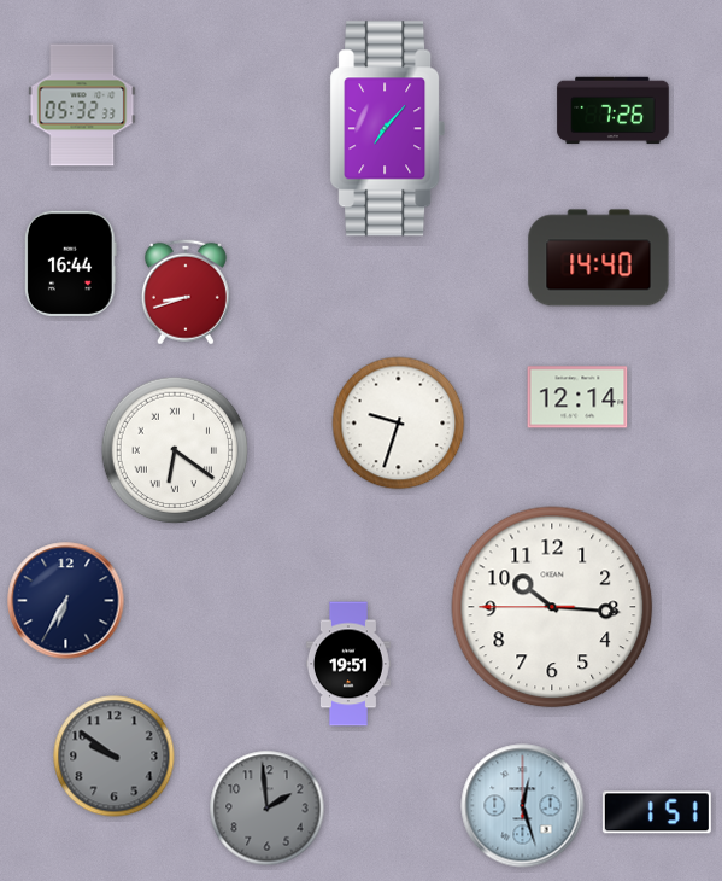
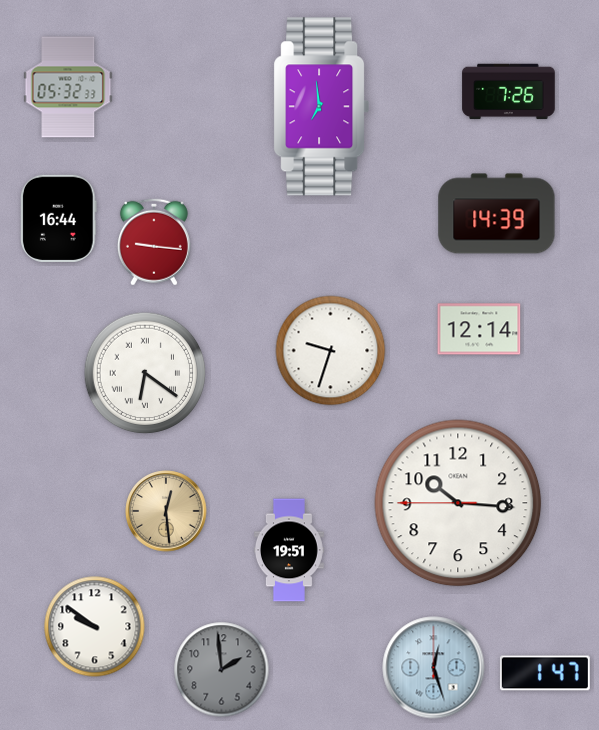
clock at (388, 129): 7:07 -> 6:59
clock at (599, 258): 14:40 -> 14:39
clock at (186, 292): 8:42 -> 9:16
clock at (66, 601): 6:35 -> none
clock at (166, 511): none -> 12:29
clock at (115, 757) dial: grey -> white
clock at (657, 812): 1:51 -> 1:47
